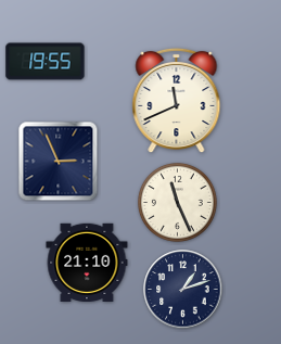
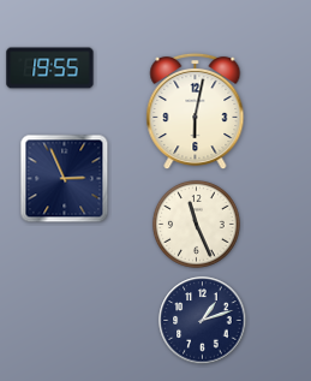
clock at (177, 101): 11:41 -> 6:02
clock at (87, 262): 21:10 -> none
